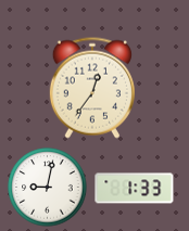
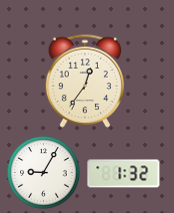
clock at (48, 188): 9:02 -> 9:05
clock at (135, 189): 1:33 -> 1:32
